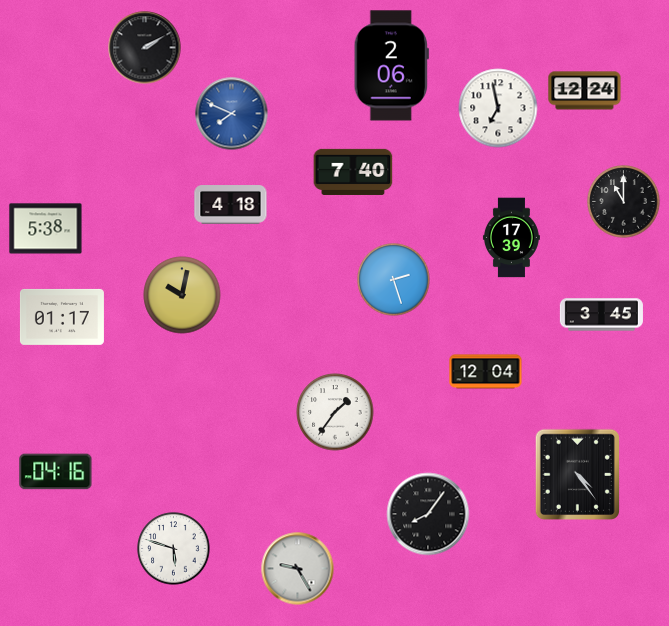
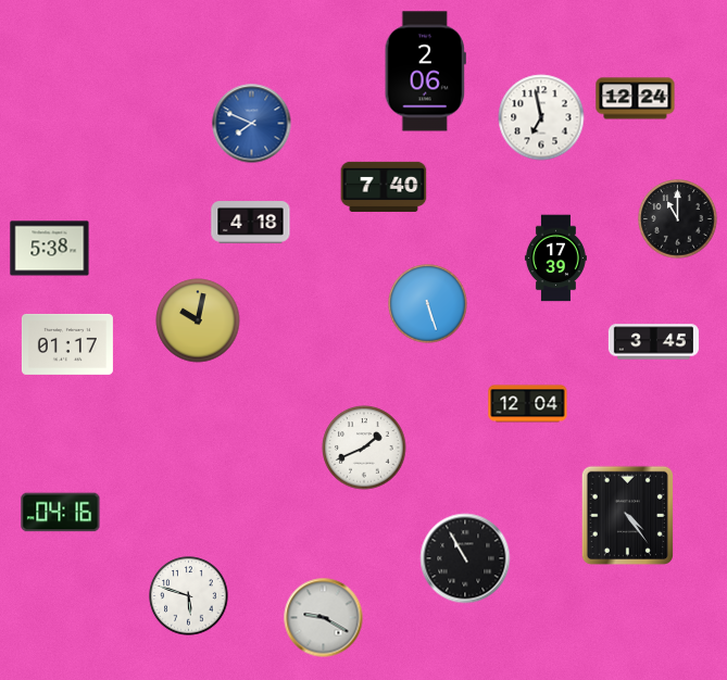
clock at (145, 48): 2:10 -> none
clock at (394, 280): 2:27 -> 5:27
clock at (335, 412): 1:36 -> 1:41
clock at (428, 514): 8:06 -> 10:55
clock at (298, 569): 9:25 -> 9:20
